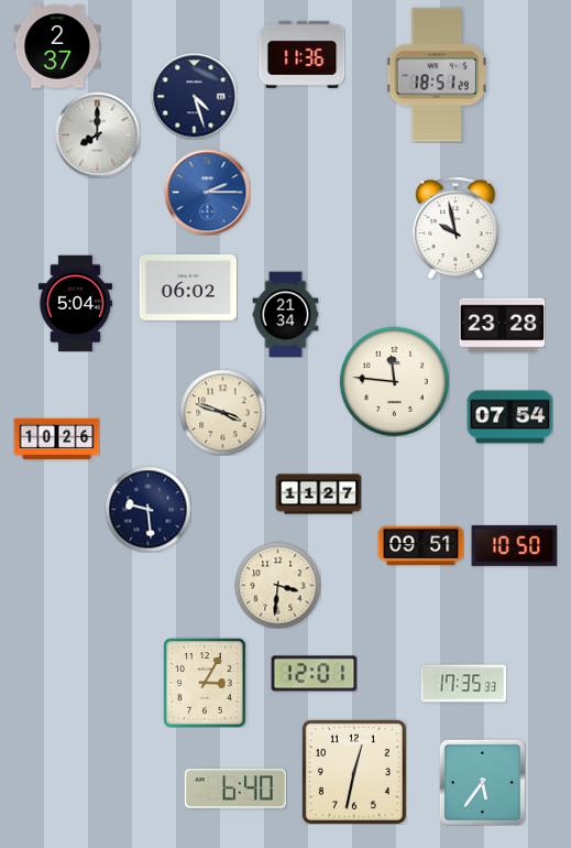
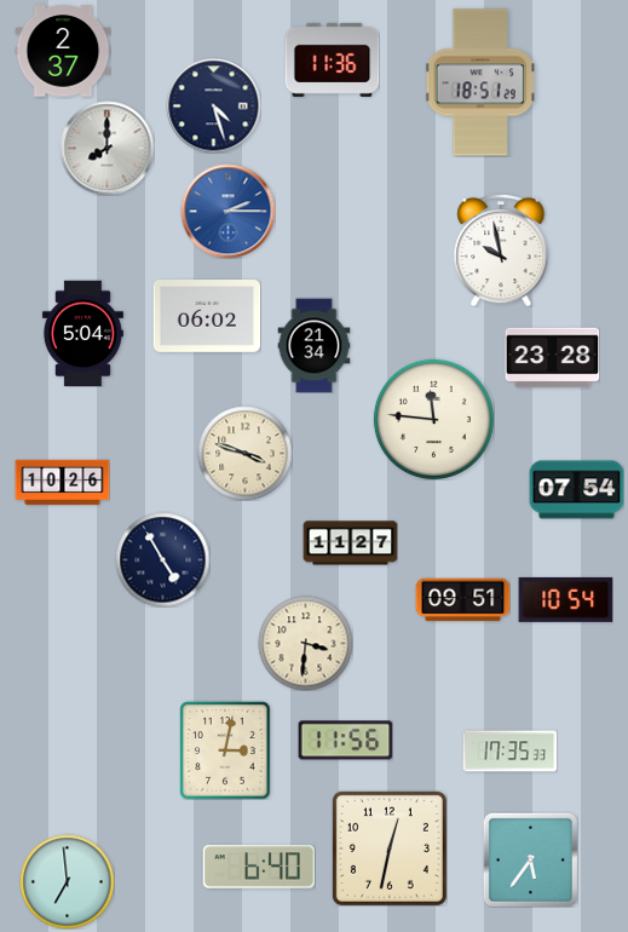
clock at (509, 417) position: (509, 417) -> (576, 490)
clock at (147, 509): 9:29 -> 4:55
clock at (514, 545): 10:50 -> 10:54
clock at (314, 674): 12:01 -> 11:56
clock at (205, 683): 3:05 -> 3:02
clock at (67, 881): none -> 6:59
